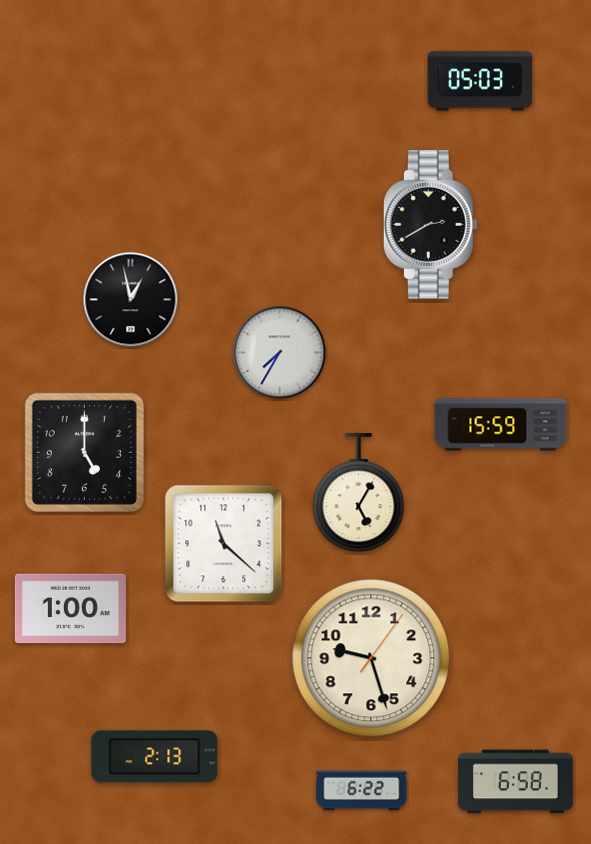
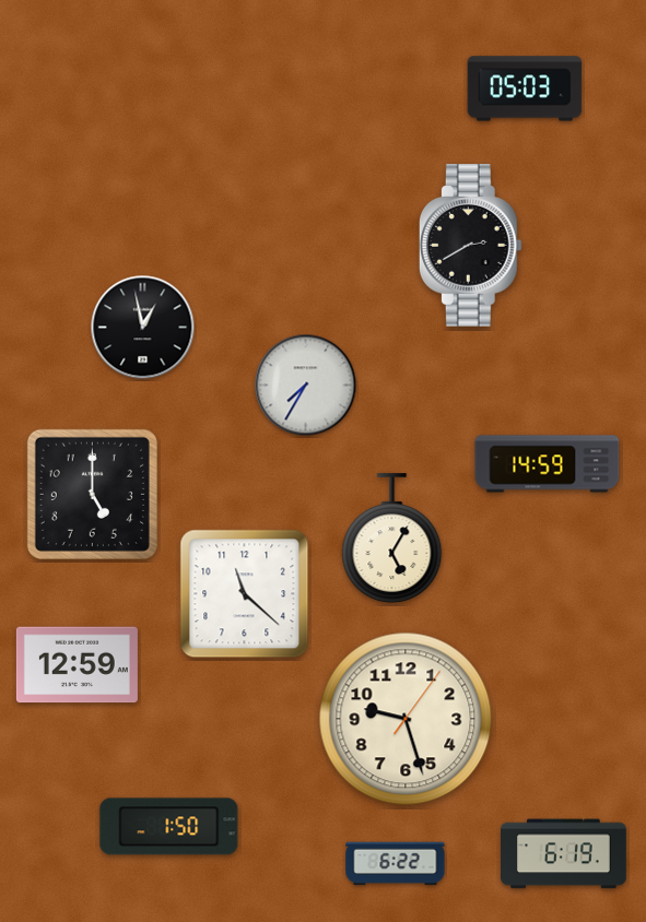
clock at (501, 425): 15:59 -> 14:59
clock at (70, 609): 1:00 -> 12:59
clock at (155, 757): 2:13 -> 1:50
clock at (516, 782): 6:58 -> 6:19
